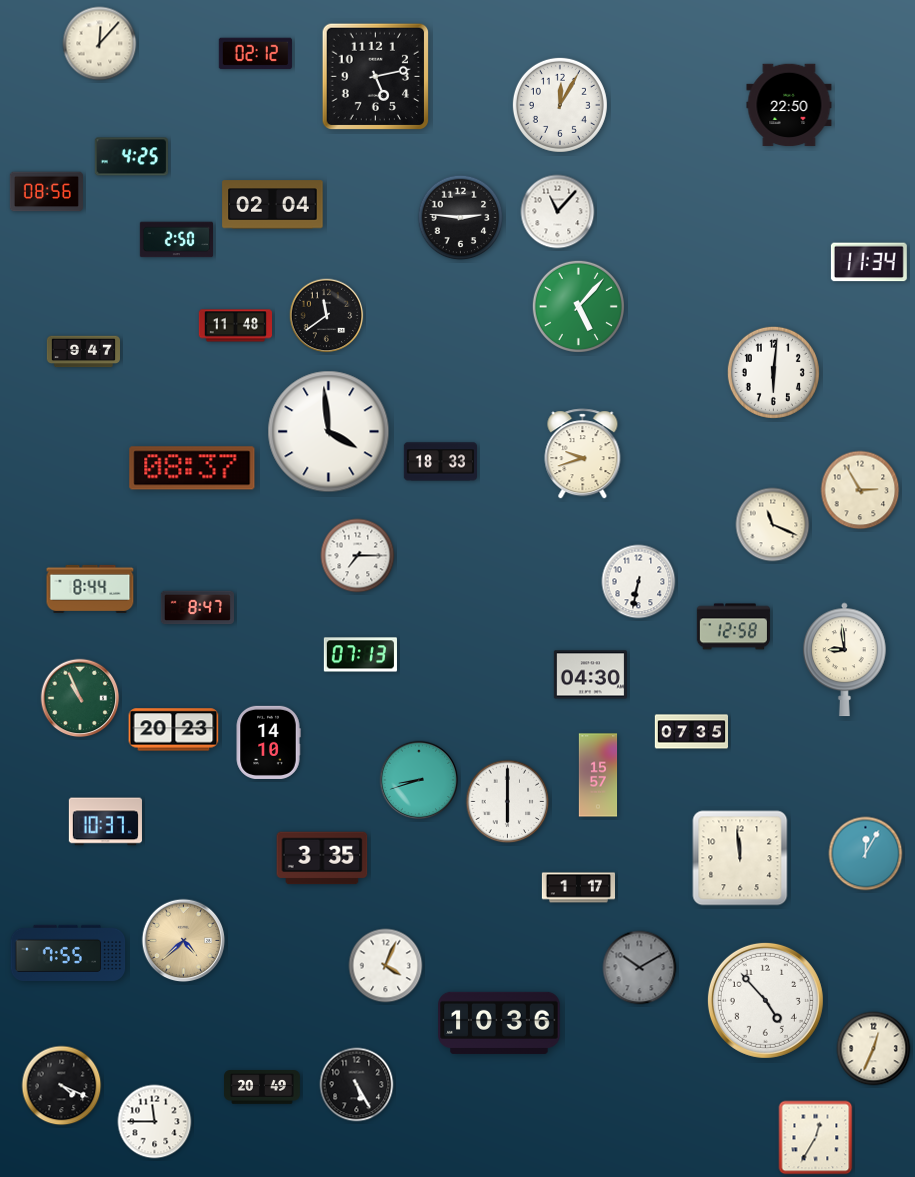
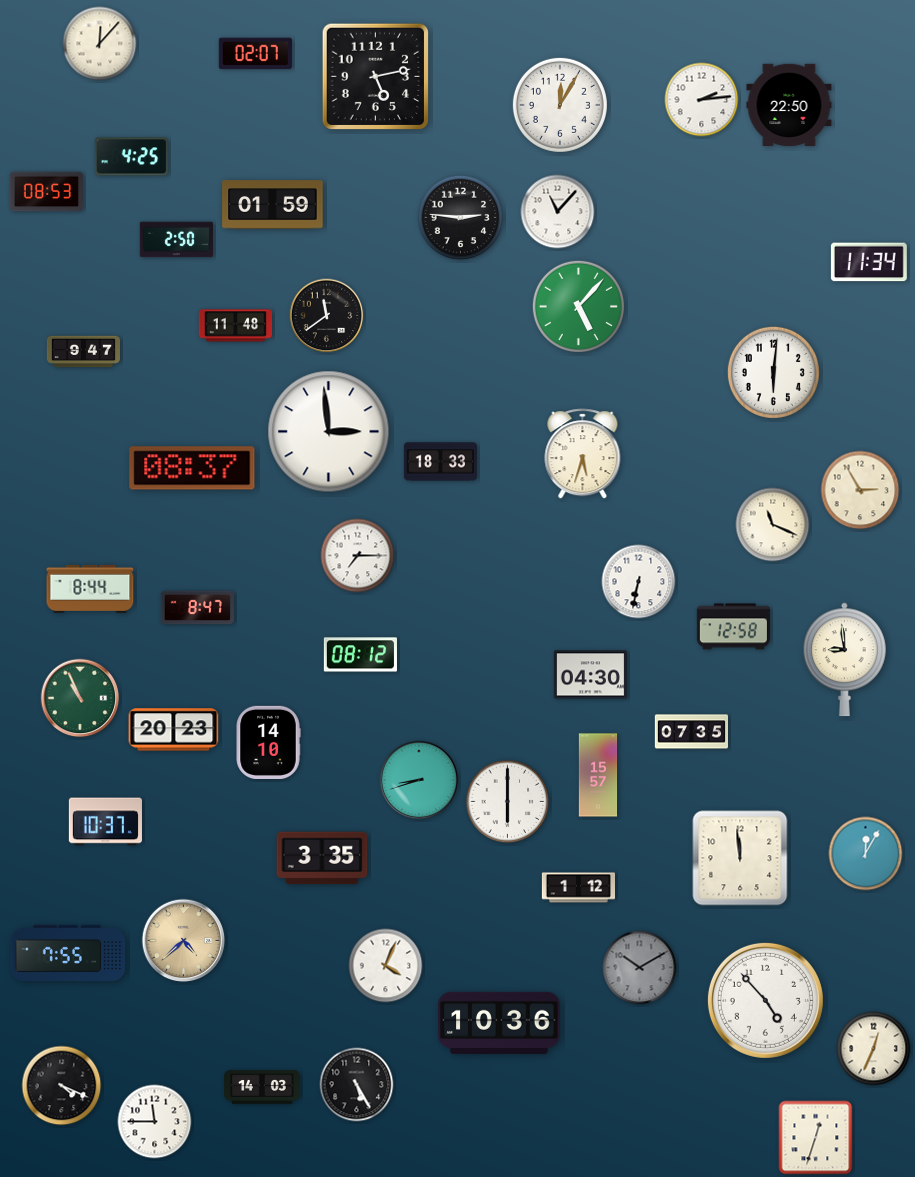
clock at (255, 54): 02:12 -> 02:07
clock at (702, 100): none -> 2:14
clock at (46, 192): 08:56 -> 08:53
clock at (273, 205): 02:04 -> 01:59
clock at (329, 432): 3:59 -> 2:59
clock at (583, 454): 9:42 -> 5:33
clock at (360, 655): 07:13 -> 08:12
clock at (578, 888): 1:17 -> 1:12
clock at (263, 1087): 20:49 -> 14:03
clock at (816, 1138): 12:35 -> 12:33
